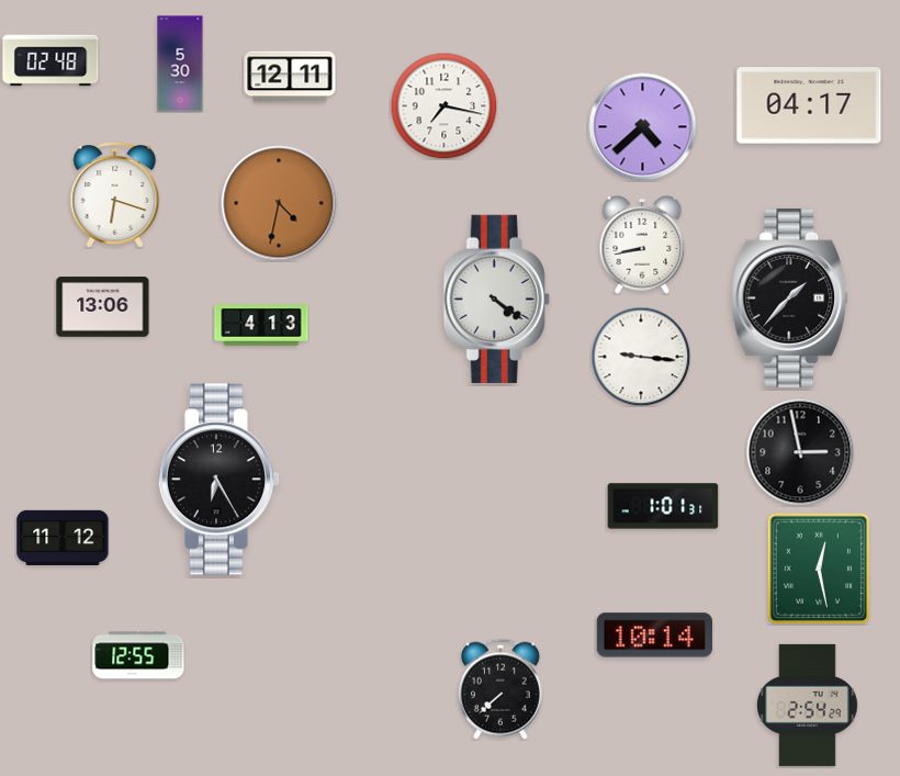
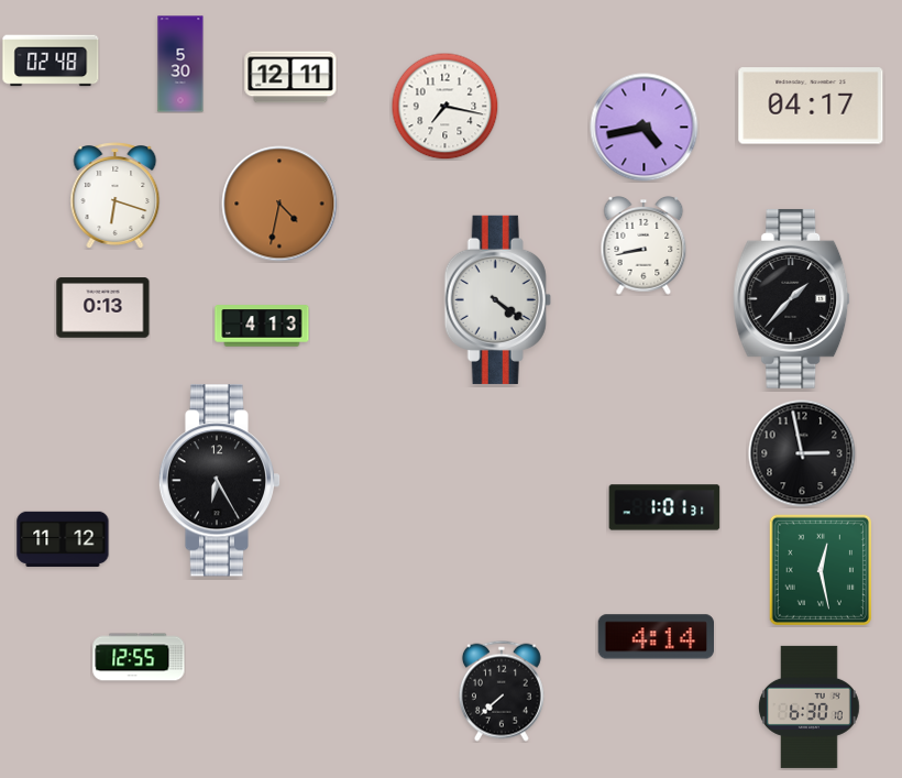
clock at (643, 127): 4:38 -> 4:43
clock at (103, 307): 13:06 -> 0:13
clock at (641, 357): 9:16 -> none
clock at (655, 636): 10:14 -> 4:14
clock at (808, 705): 2:54 -> 6:30
